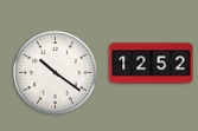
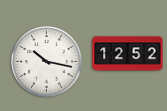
clock at (56, 73): 10:21 -> 10:17
